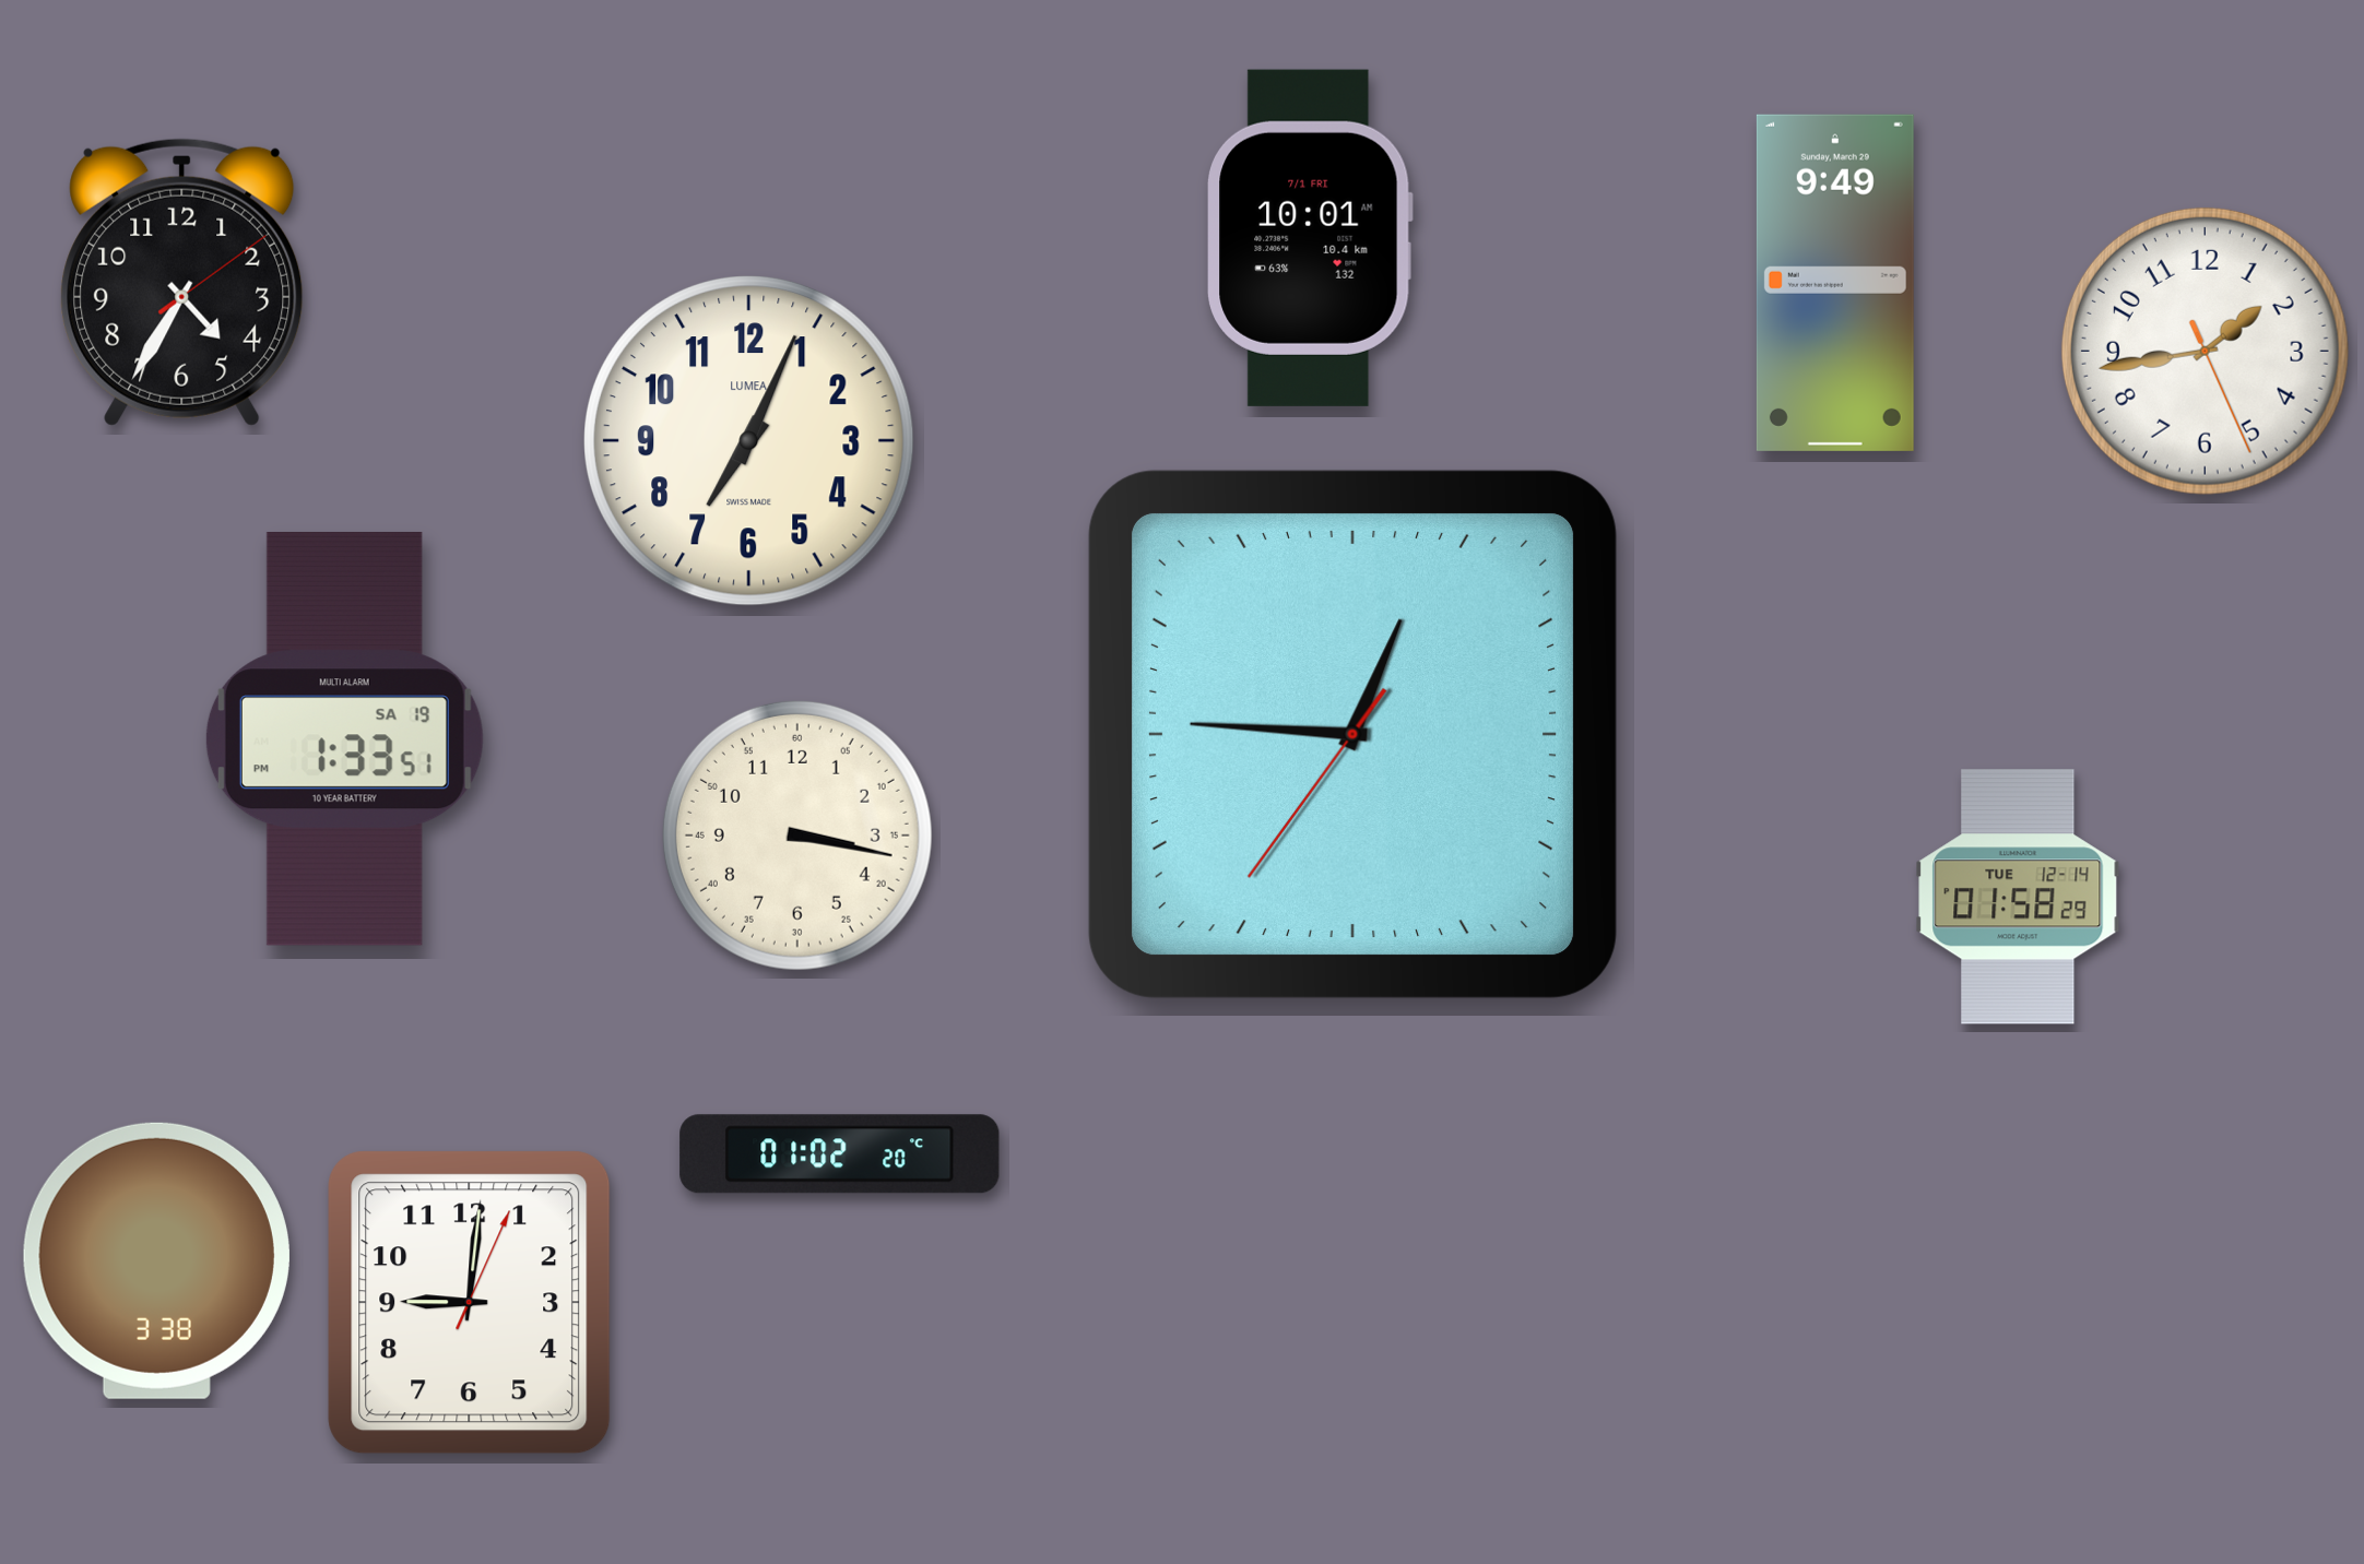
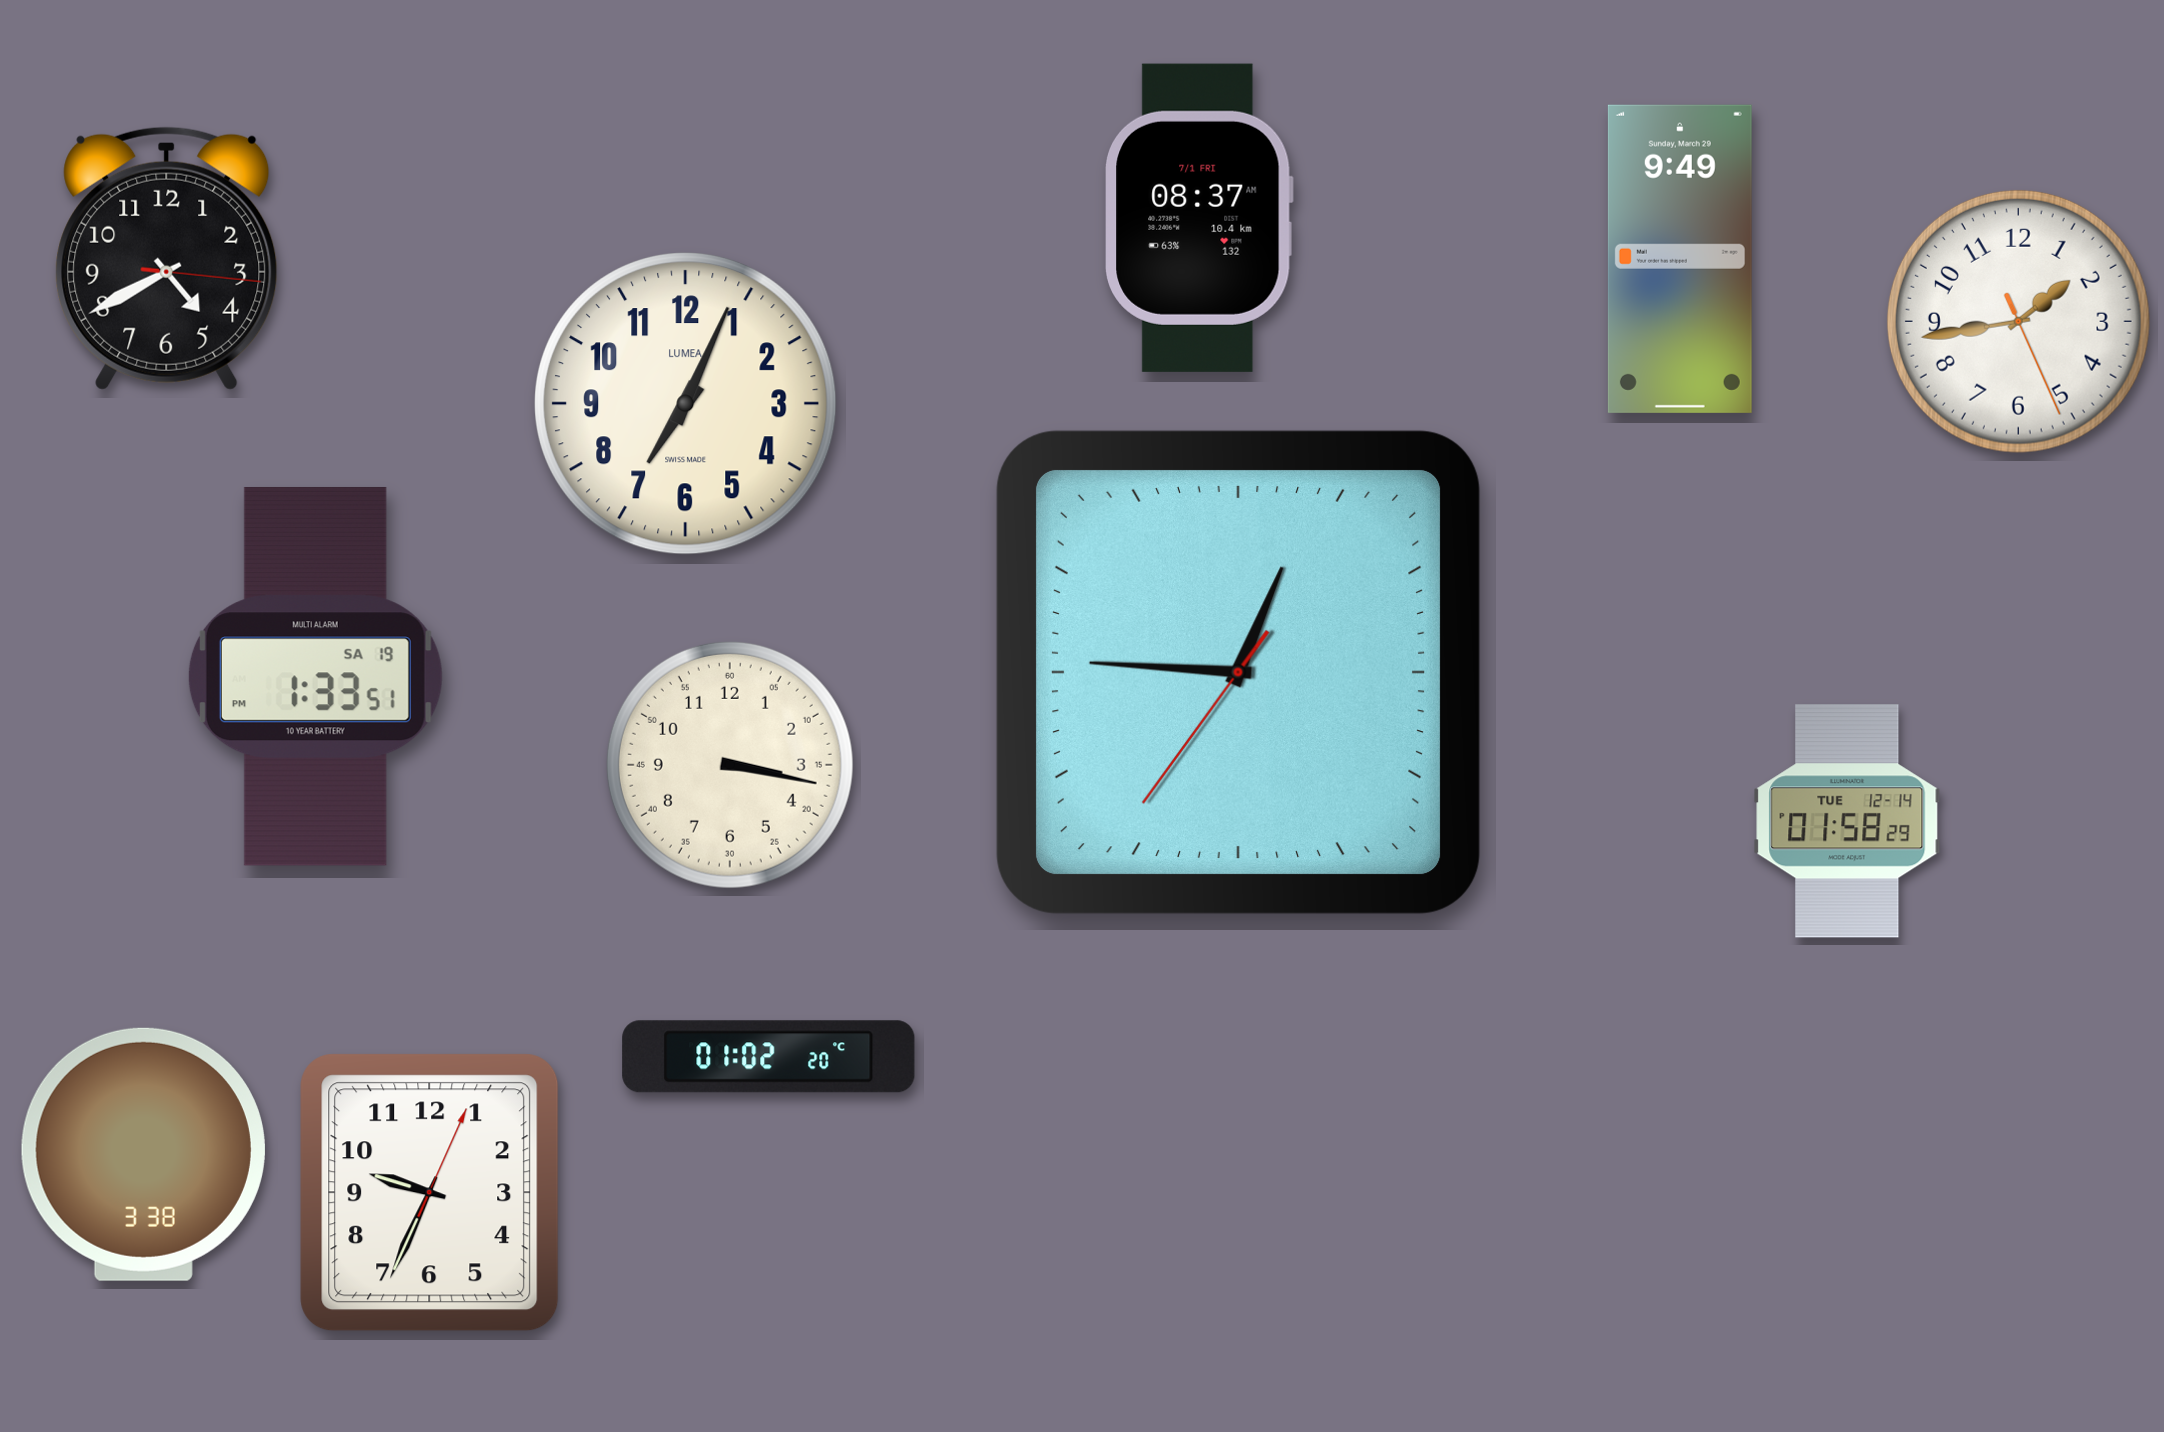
clock at (1310, 238): 10:01 -> 08:37
clock at (182, 282): 4:35 -> 4:40
clock at (470, 1303): 9:01 -> 9:34
